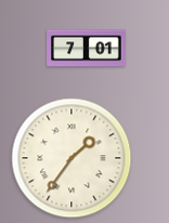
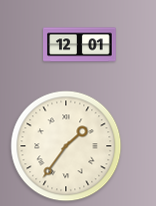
clock at (87, 49): 7:01 -> 12:01
